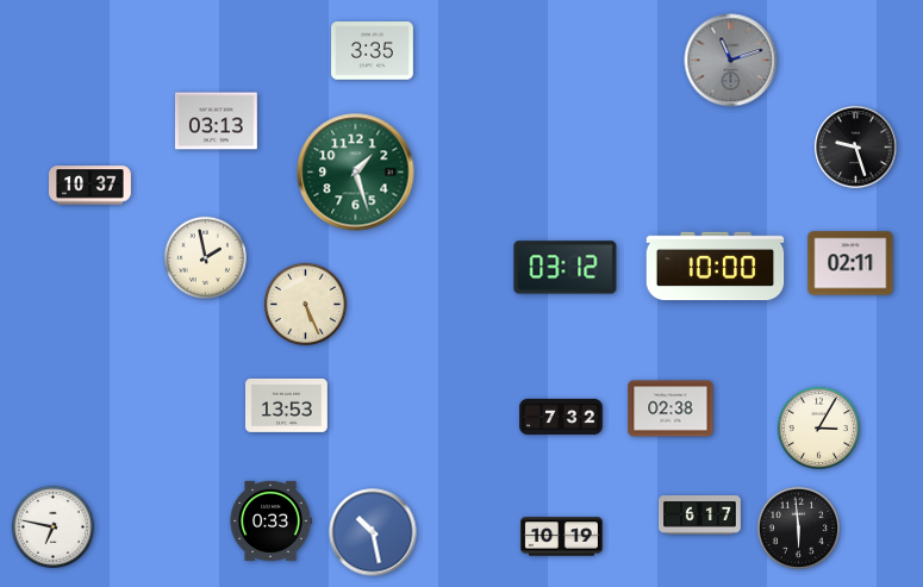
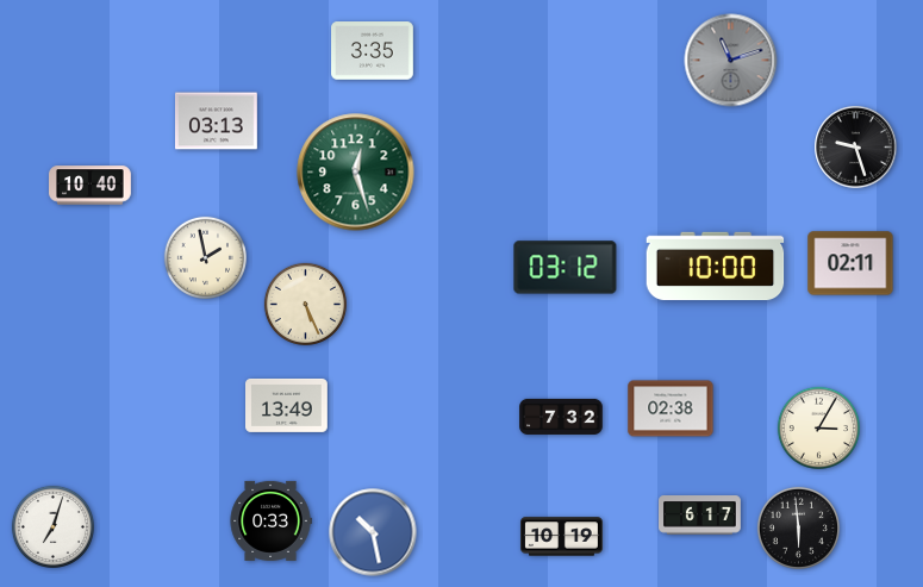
clock at (356, 173): 1:27 -> 12:27
clock at (91, 186): 10:37 -> 10:40
clock at (287, 405): 13:53 -> 13:49
clock at (52, 526): 6:47 -> 7:03
